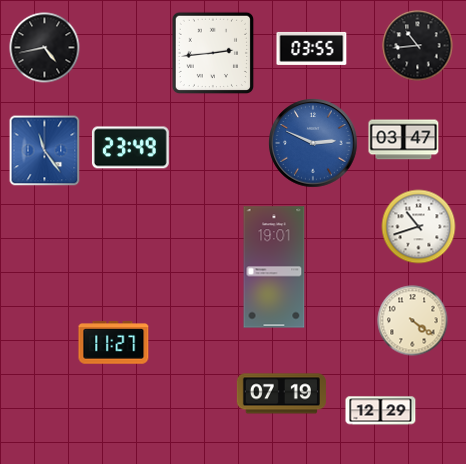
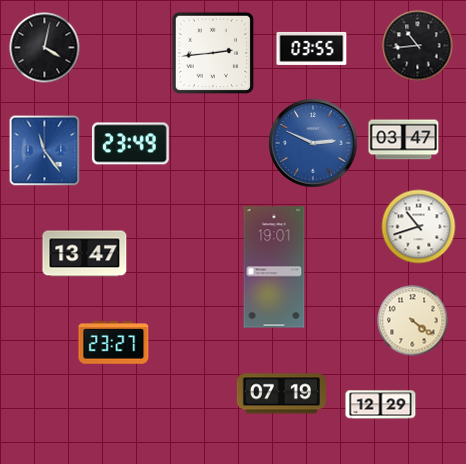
clock at (45, 48): 4:43 -> 4:02
clock at (130, 148) position: (130, 148) -> (130, 144)
clock at (85, 254): none -> 13:47
clock at (114, 343): 11:27 -> 23:27
clock at (381, 411) position: (381, 411) -> (381, 405)
